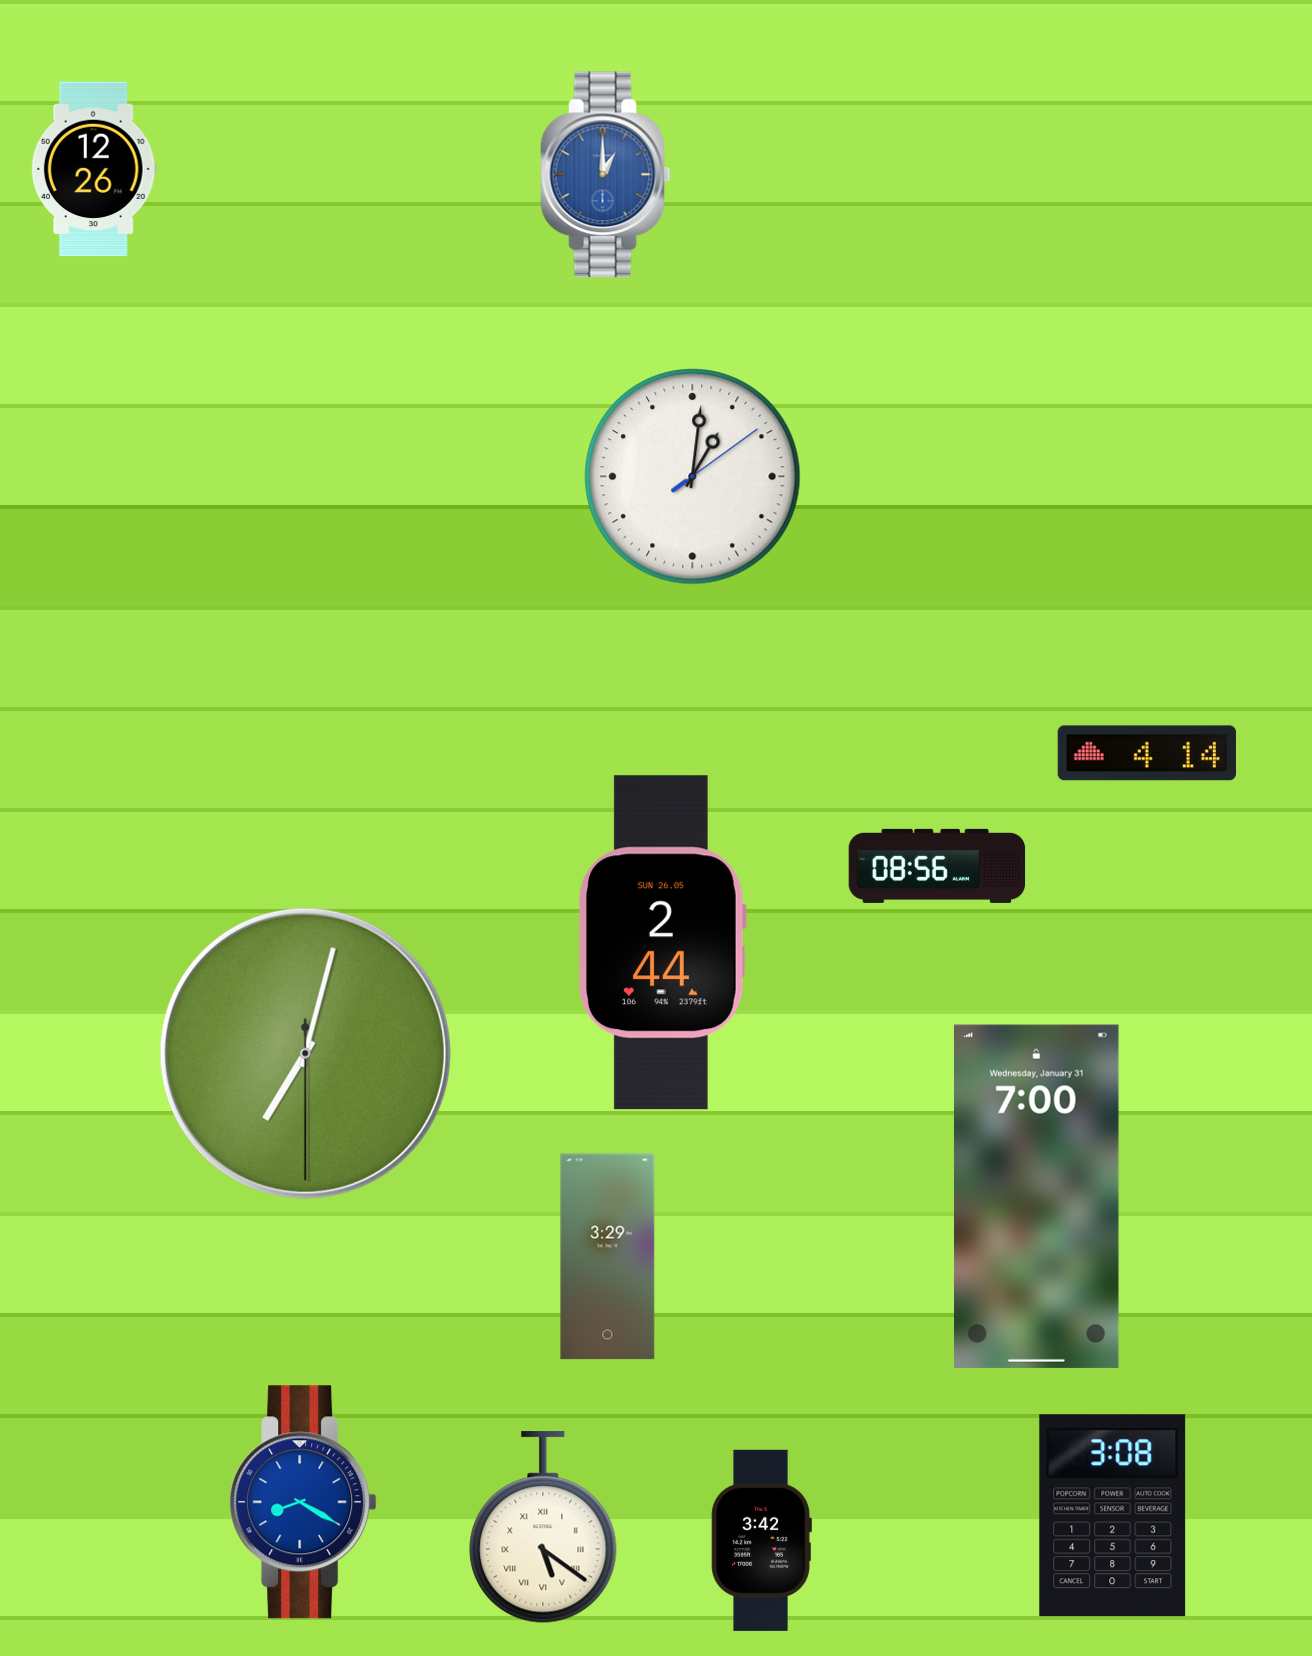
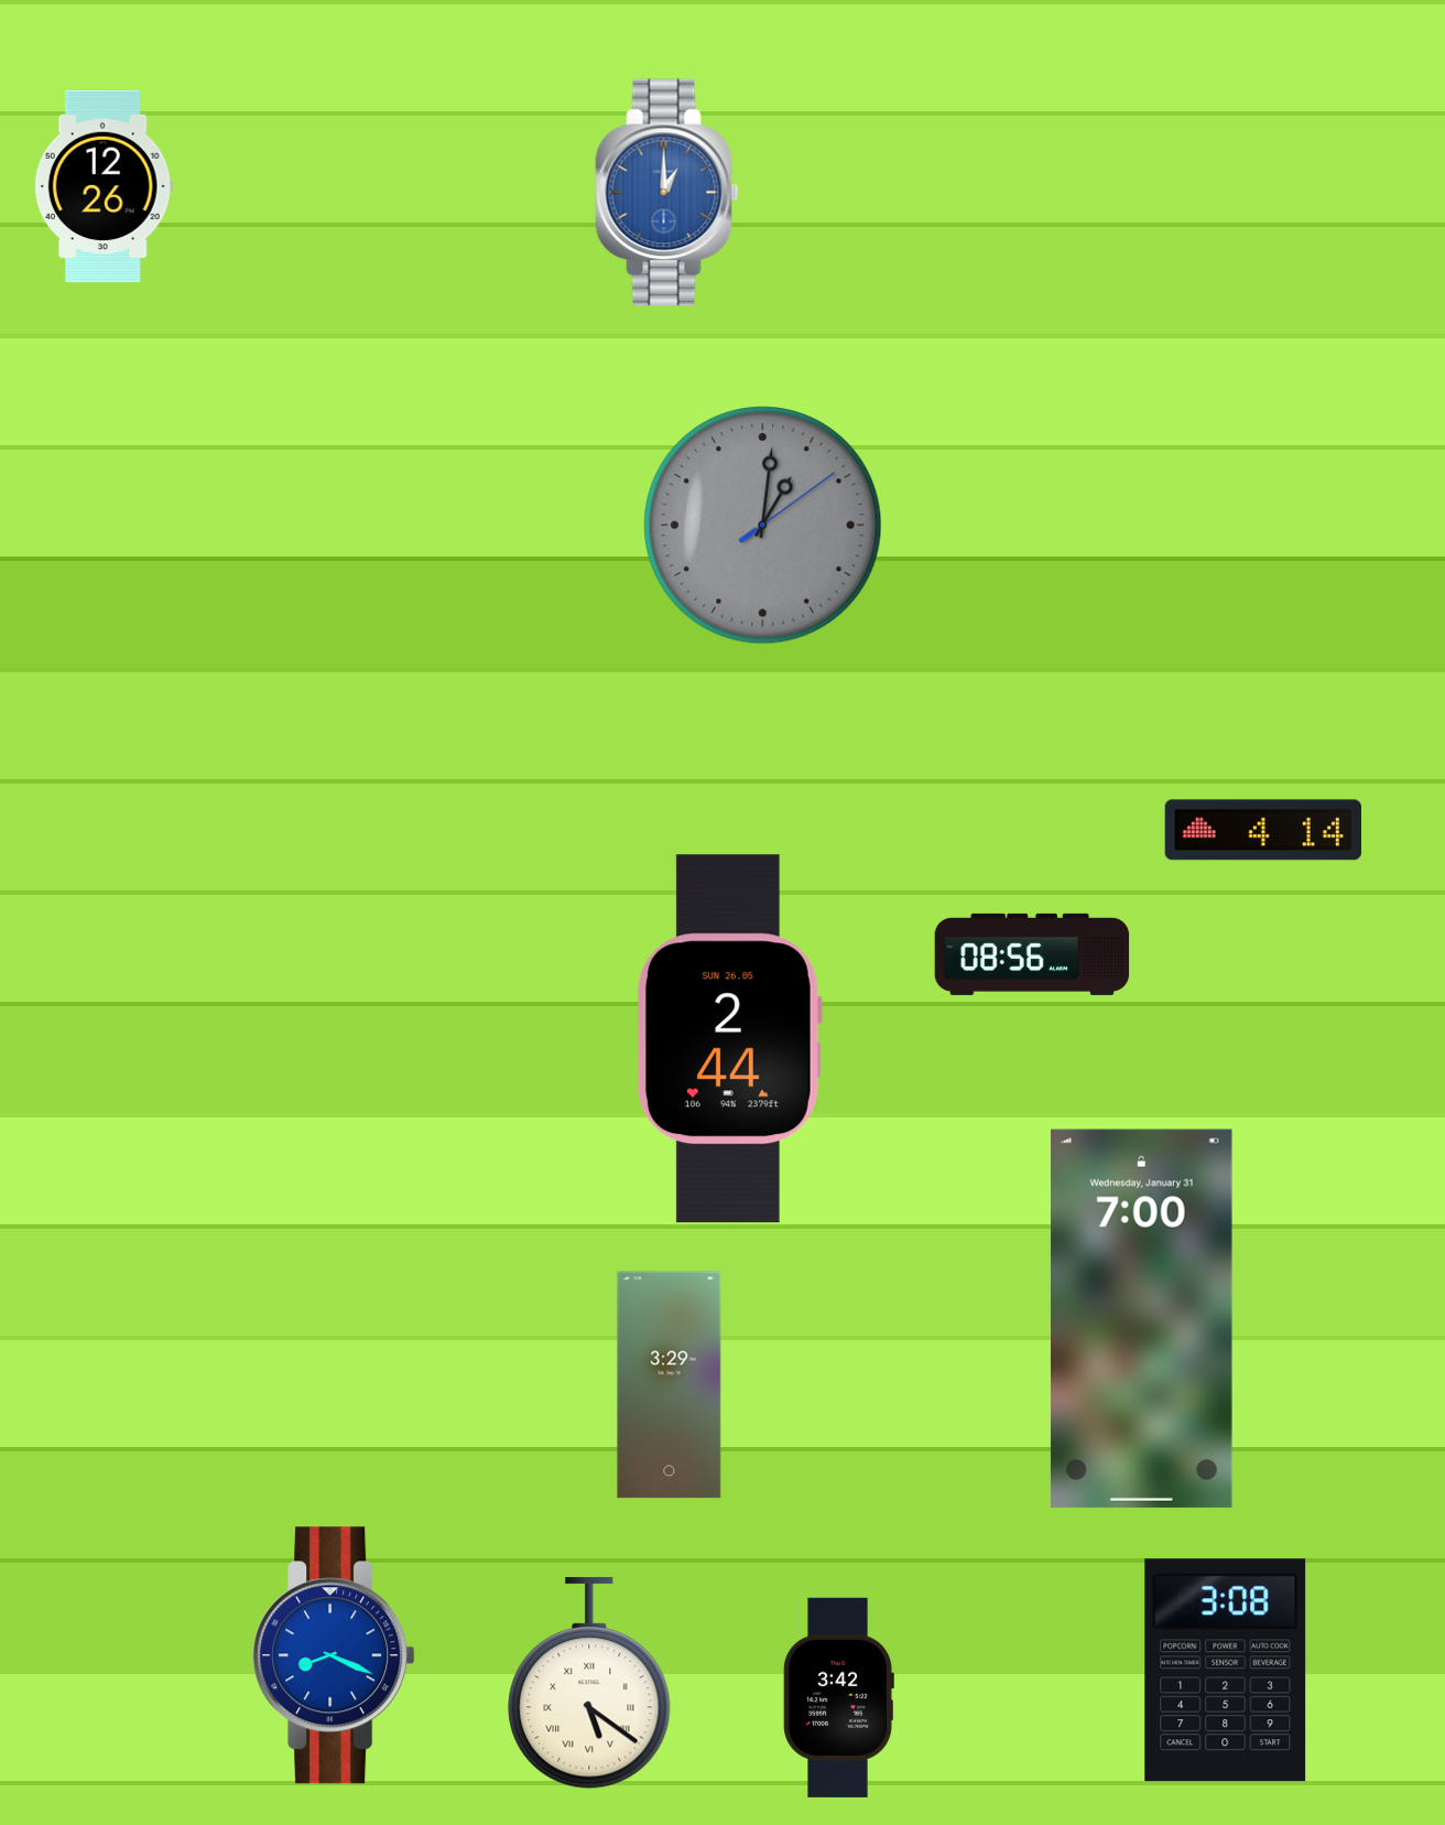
clock at (693, 477) dial: white -> grey
clock at (305, 1053): 7:02 -> none
clock at (303, 1502): 8:20 -> 8:19
clock at (543, 1528) position: (543, 1528) -> (589, 1684)
